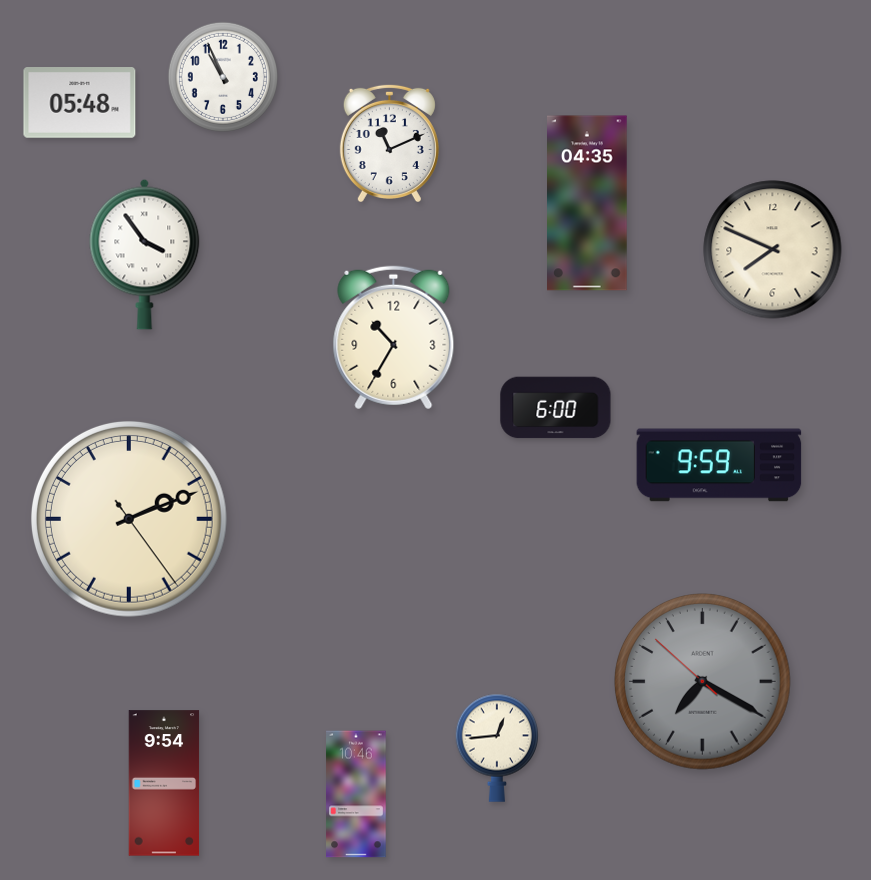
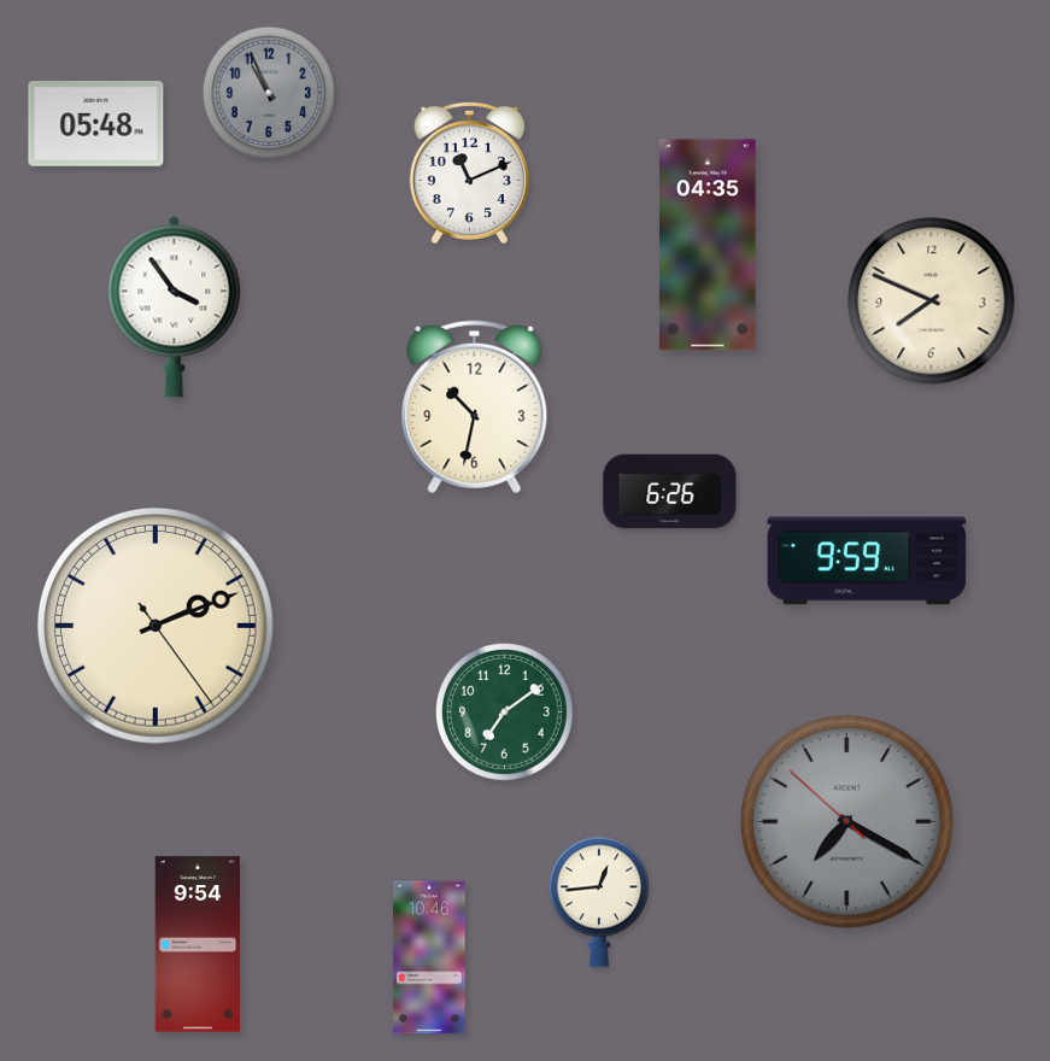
clock at (223, 77) dial: white -> grey
clock at (394, 338): 10:35 -> 10:32
clock at (556, 408): 6:00 -> 6:26
clock at (505, 713): none -> 7:09
